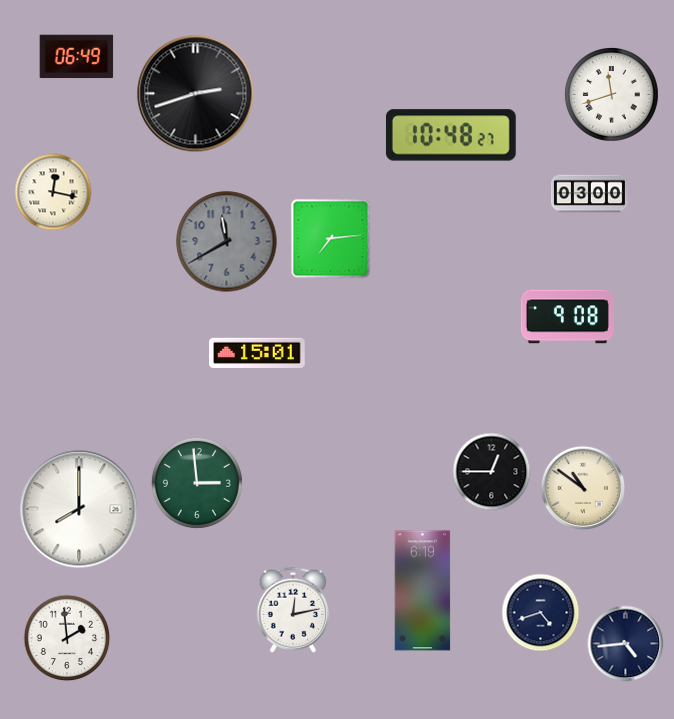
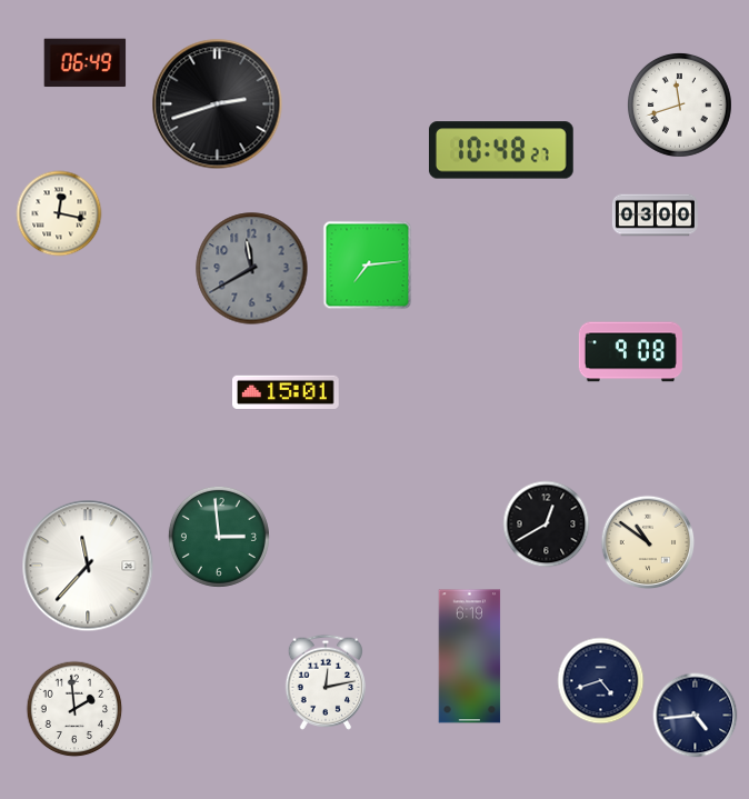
clock at (492, 472): 12:45 -> 12:40
clock at (79, 509): 8:00 -> 11:37
clock at (292, 610) position: (292, 610) -> (324, 682)
